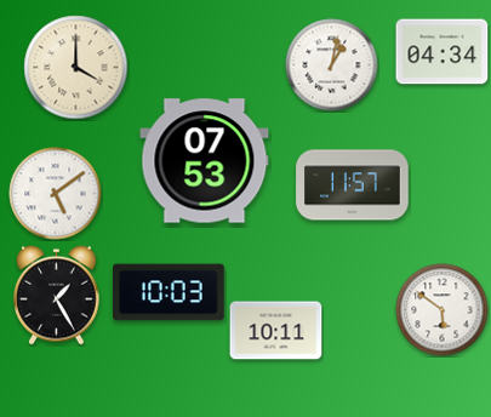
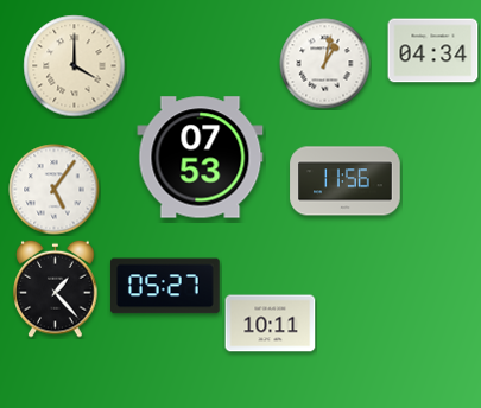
clock at (353, 185): 11:57 -> 11:56
clock at (56, 194): 5:09 -> 5:06
clock at (170, 292): 10:03 -> 05:27
clock at (57, 295): 1:25 -> 1:23
clock at (443, 310): 5:51 -> none
